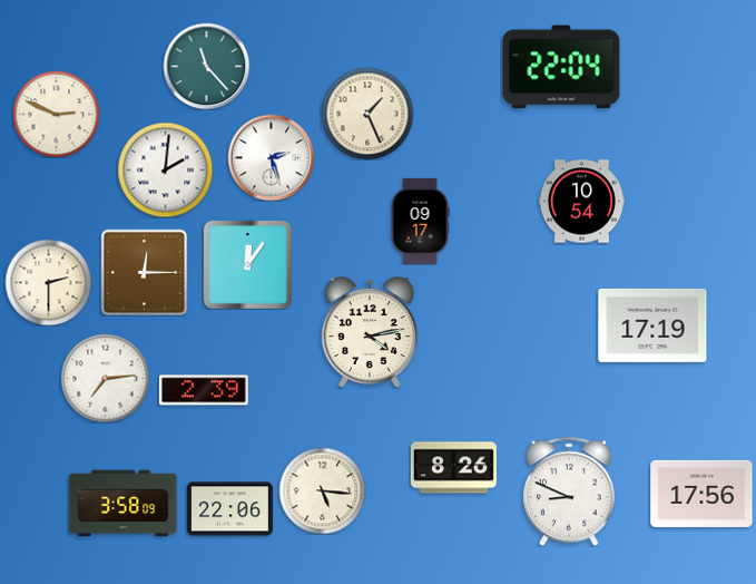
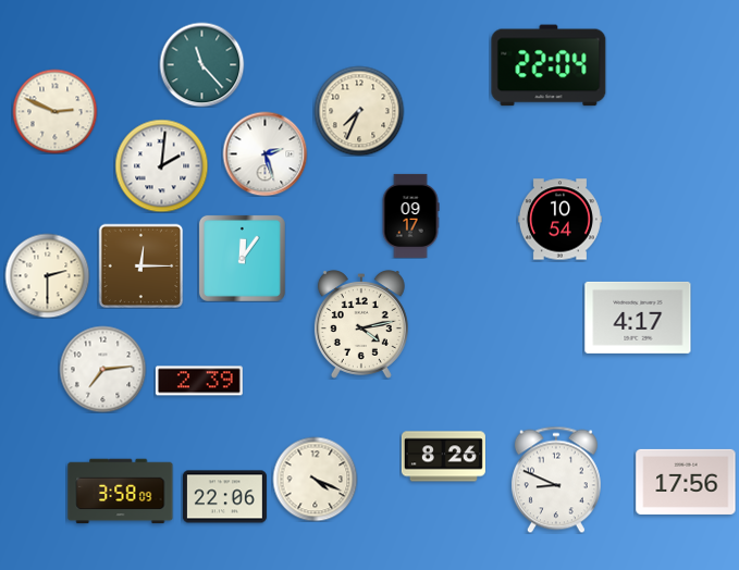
clock at (367, 114): 1:26 -> 7:34
clock at (581, 202) position: (581, 202) -> (559, 220)
clock at (652, 325): 17:19 -> 4:17
clock at (322, 490): 5:16 -> 4:19
